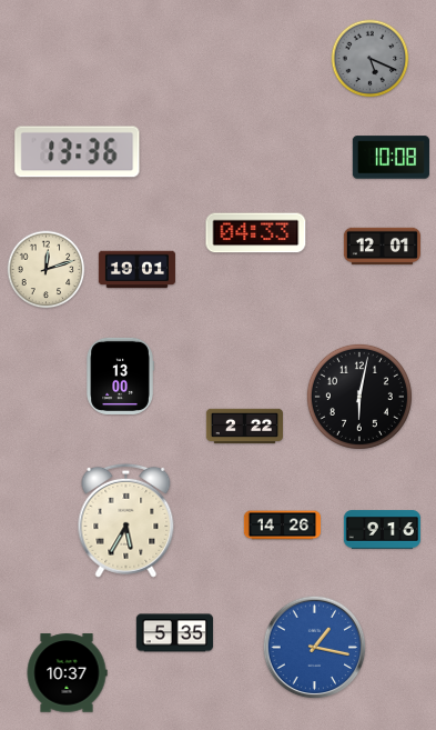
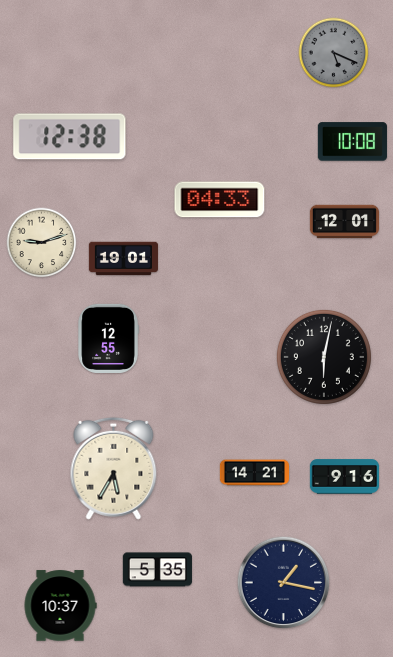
clock at (78, 152): 13:36 -> 12:38
clock at (256, 233) position: (256, 233) -> (220, 200)
clock at (47, 270): 12:12 -> 9:12
clock at (136, 270) position: (136, 270) -> (123, 259)
clock at (120, 376): 13:00 -> 12:55
clock at (244, 427): 2:22 -> none
clock at (282, 526): 14:26 -> 14:21
clock at (315, 648) dial: blue -> navy
